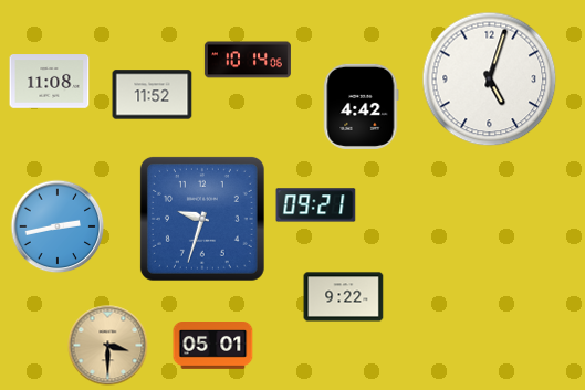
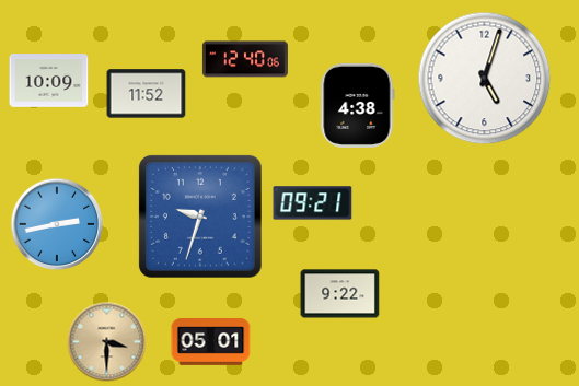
clock at (248, 60): 10:14 -> 12:40
clock at (50, 82): 11:08 -> 10:09
clock at (153, 95) position: (153, 95) -> (147, 94)
clock at (362, 106): 4:42 -> 4:38
